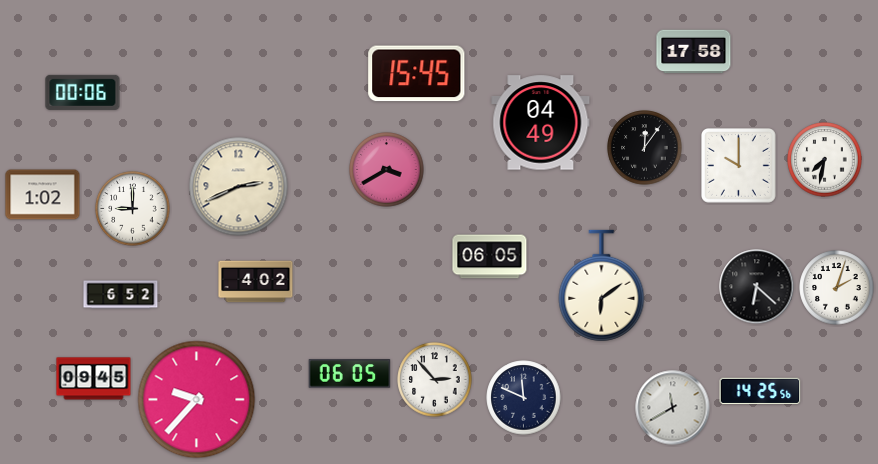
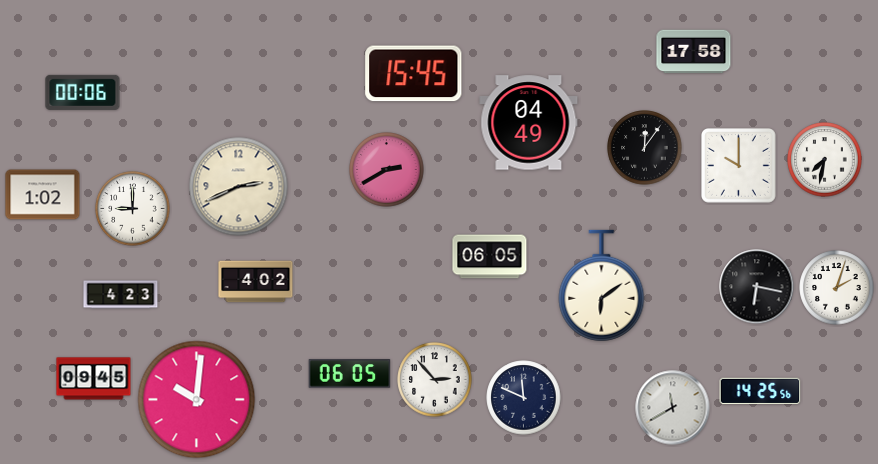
clock at (417, 74) position: (417, 74) -> (414, 74)
clock at (541, 123) position: (541, 123) -> (529, 123)
clock at (387, 170): 3:40 -> 2:40
clock at (757, 287): 6:22 -> 6:17
clock at (121, 295): 6:52 -> 4:23
clock at (197, 400): 9:37 -> 10:01
